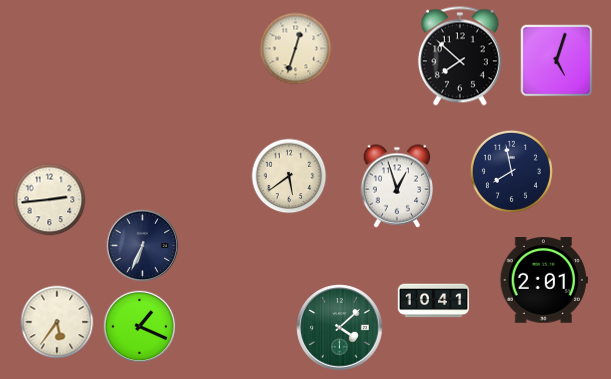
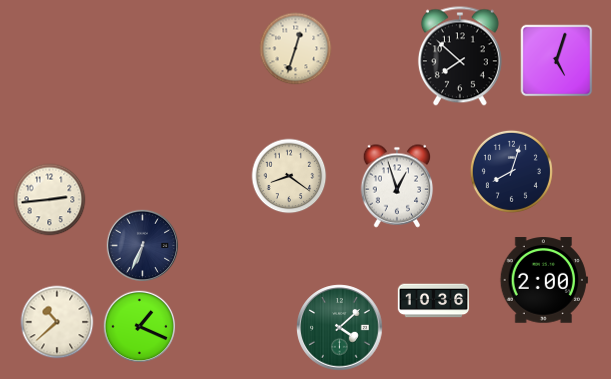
clock at (511, 171): 7:58 -> 8:03
clock at (289, 176): 5:39 -> 8:21
clock at (544, 280): 2:01 -> 2:00
clock at (434, 301): 10:41 -> 10:36
clock at (57, 322): 5:36 -> 10:38
